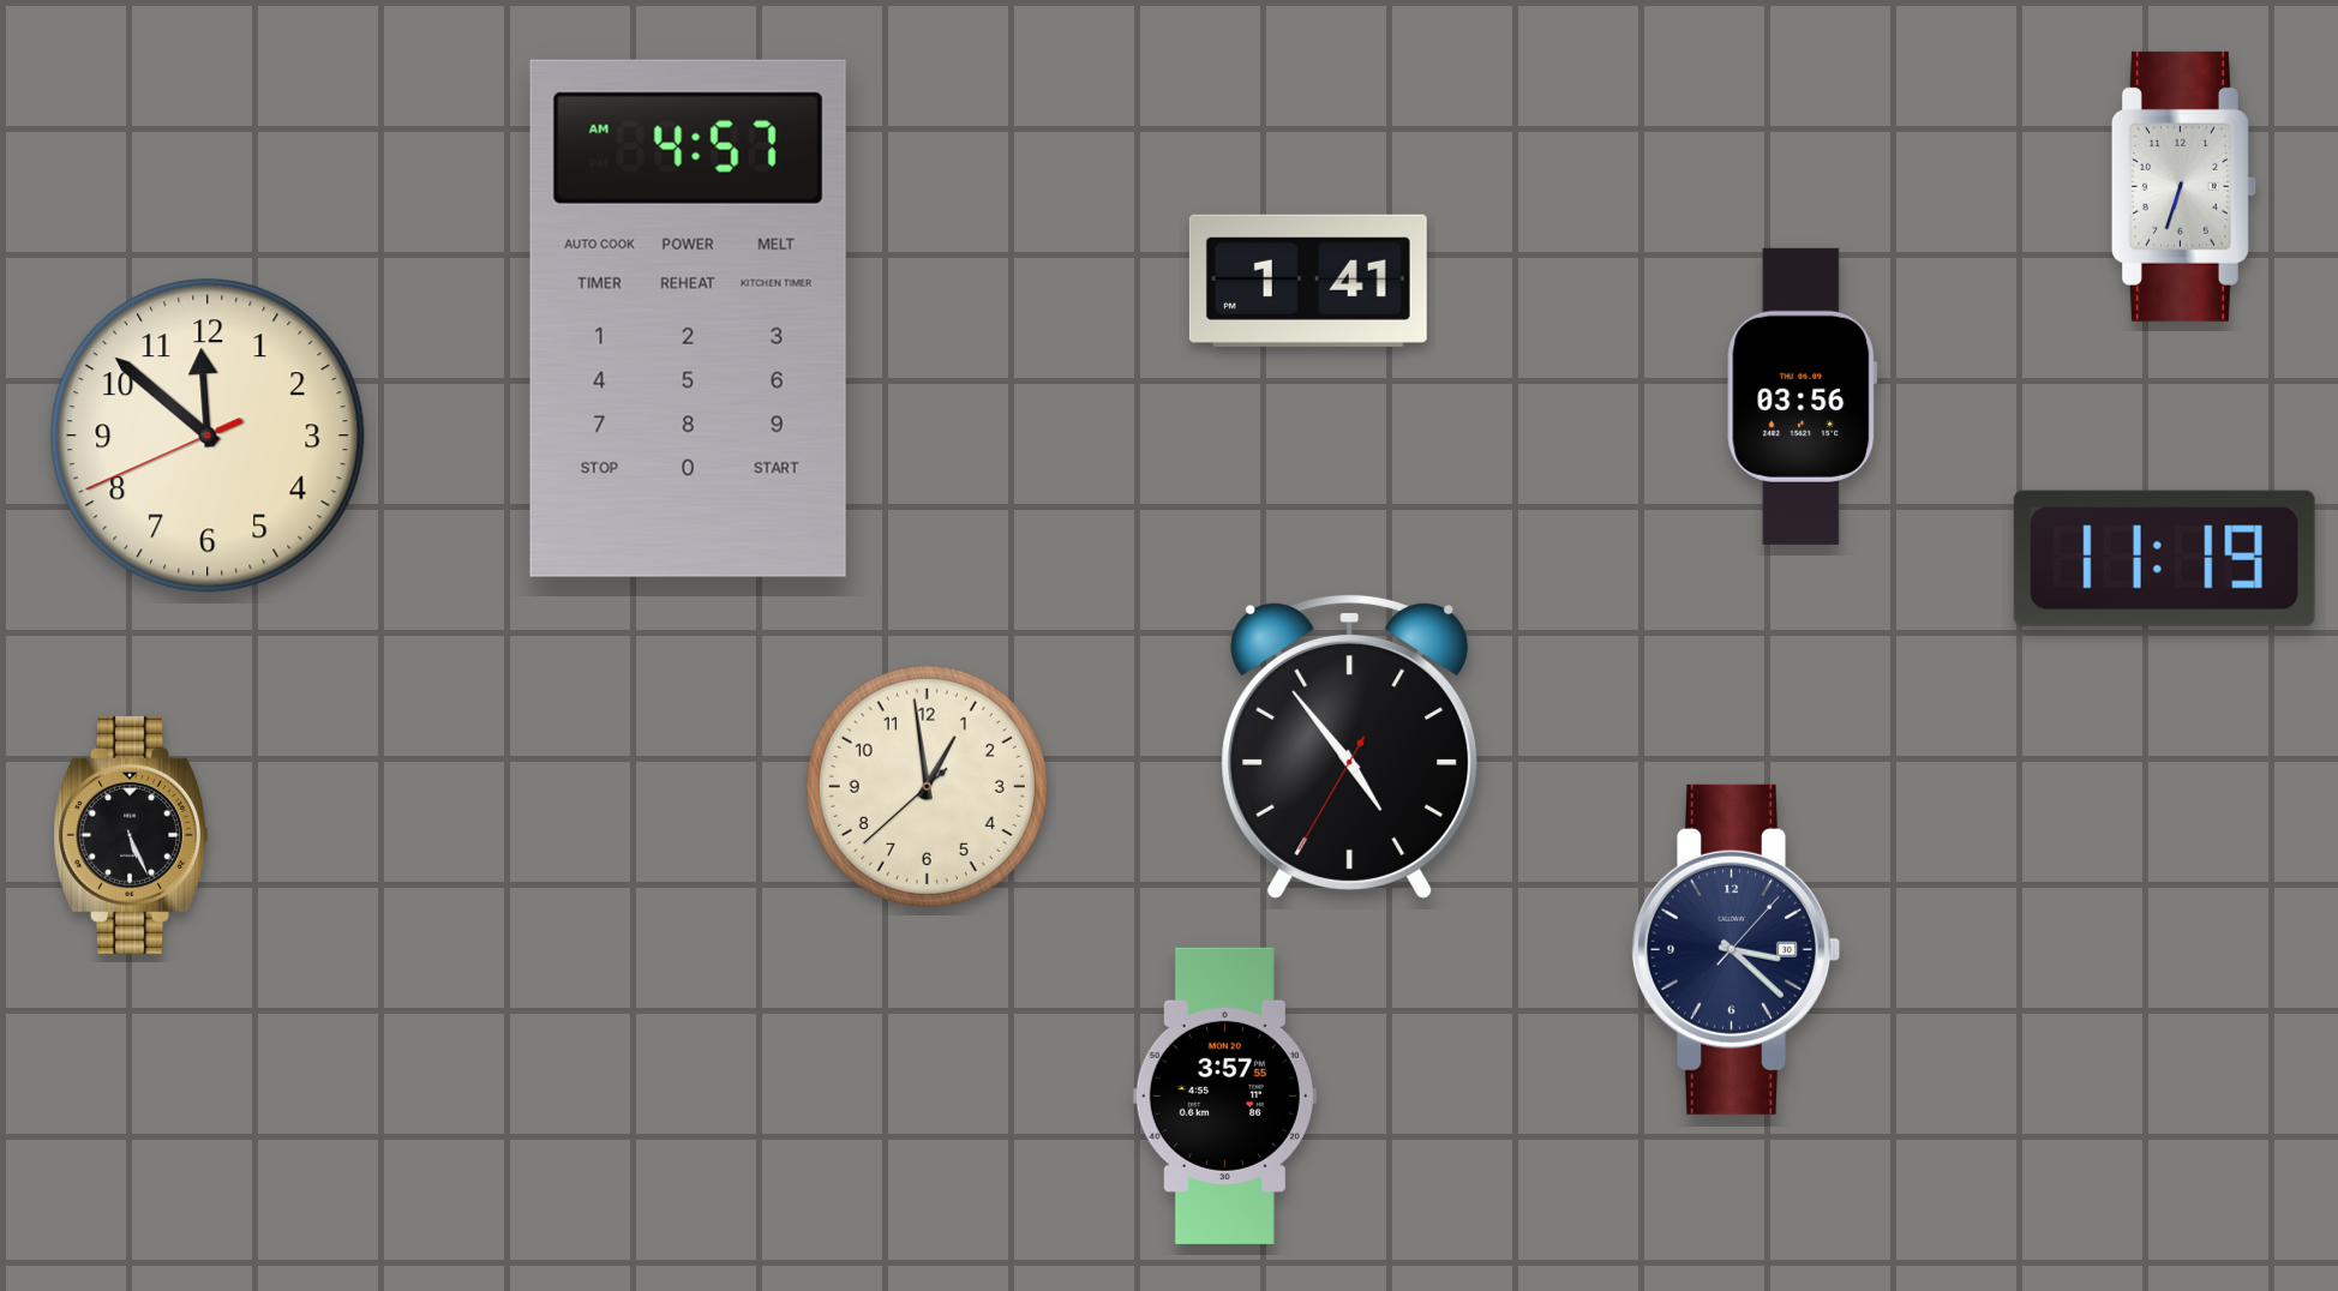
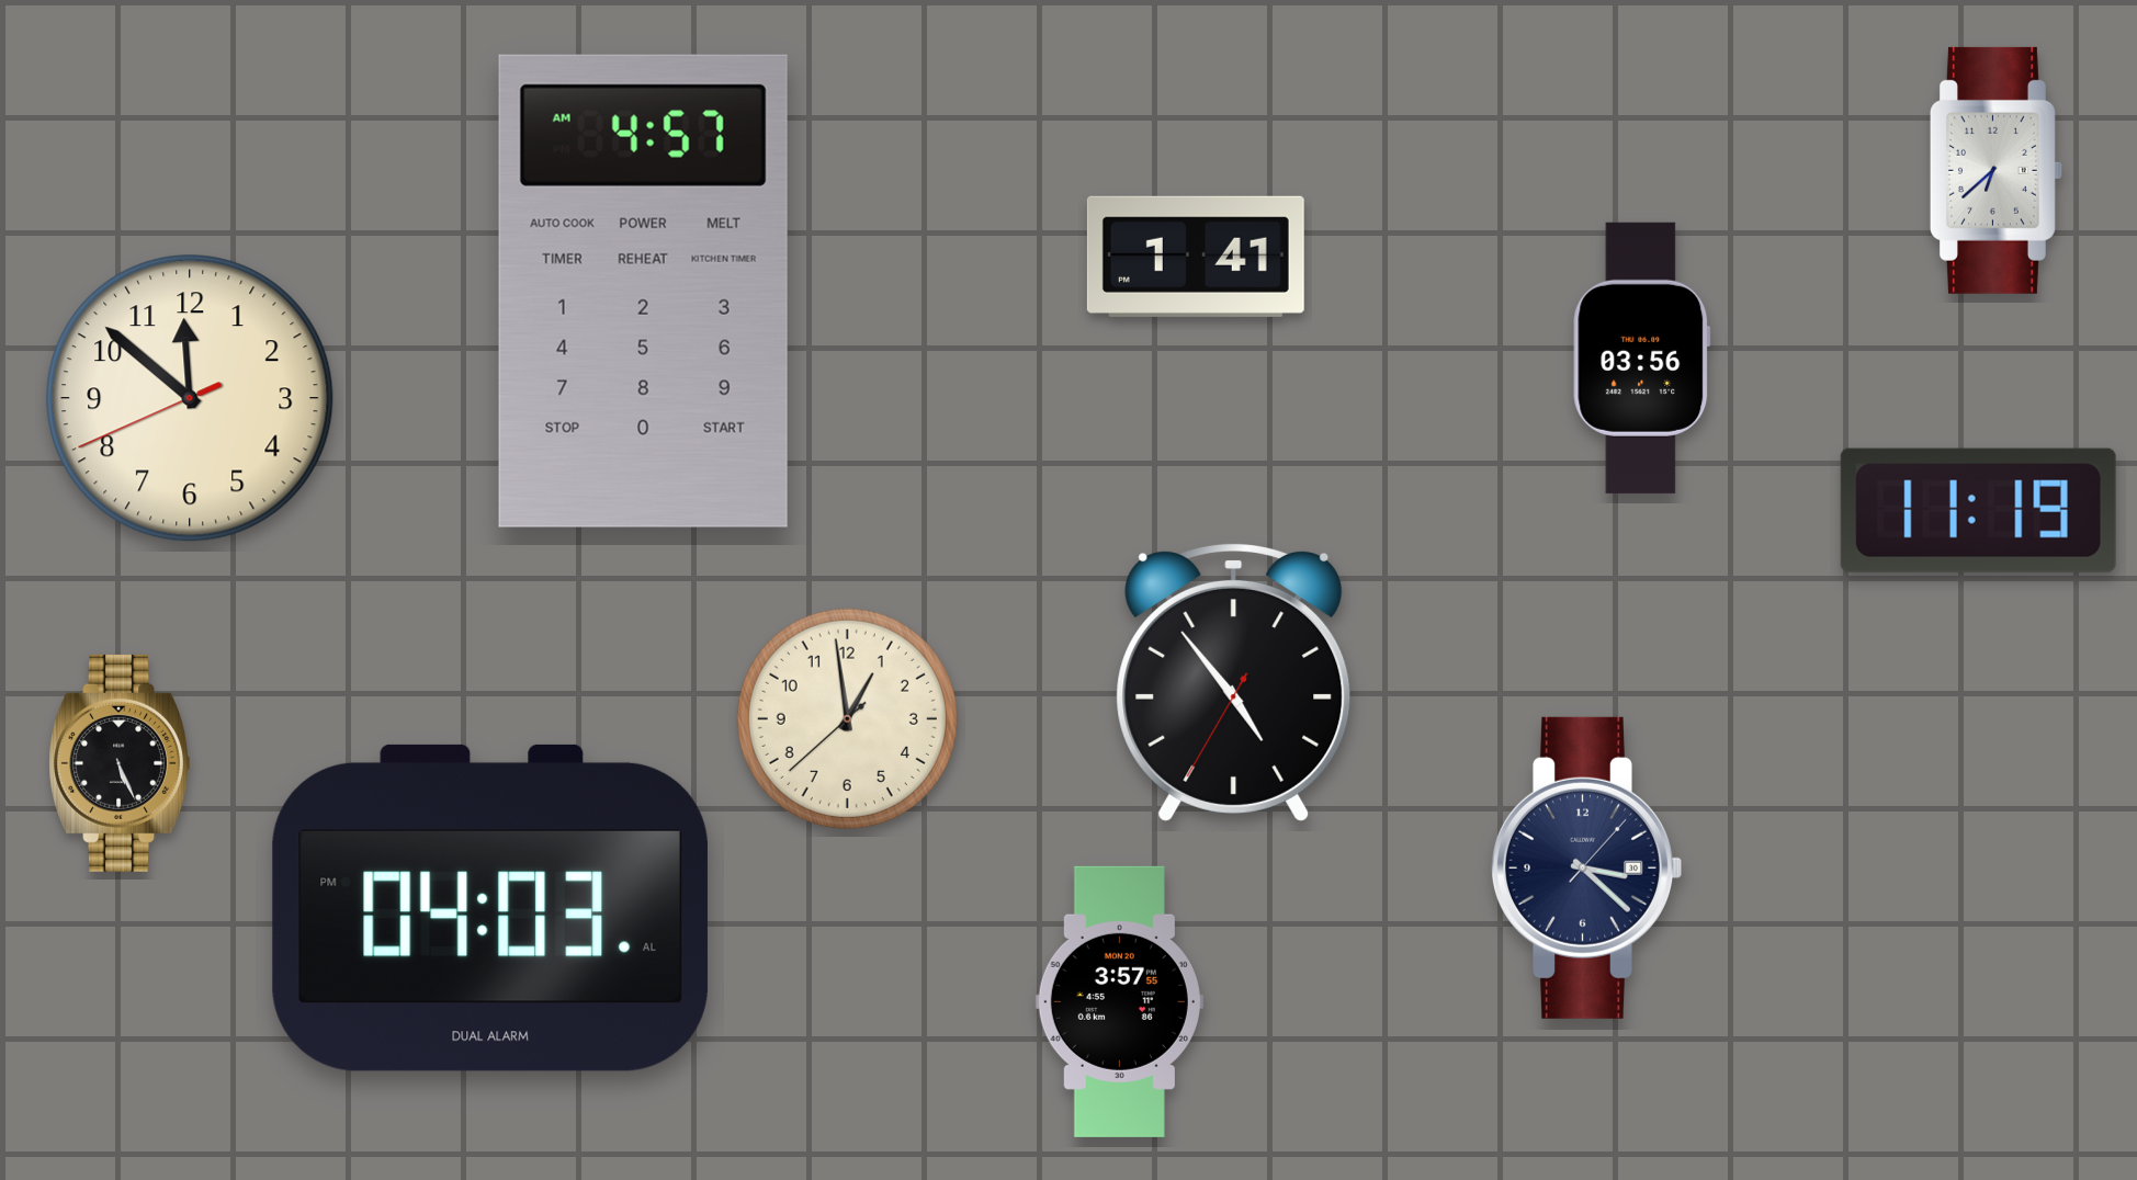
clock at (2183, 186): 6:33 -> 6:38
clock at (688, 318) position: (688, 318) -> (643, 291)
clock at (1803, 396) position: (1803, 396) -> (1642, 358)
clock at (490, 908): none -> 04:03
